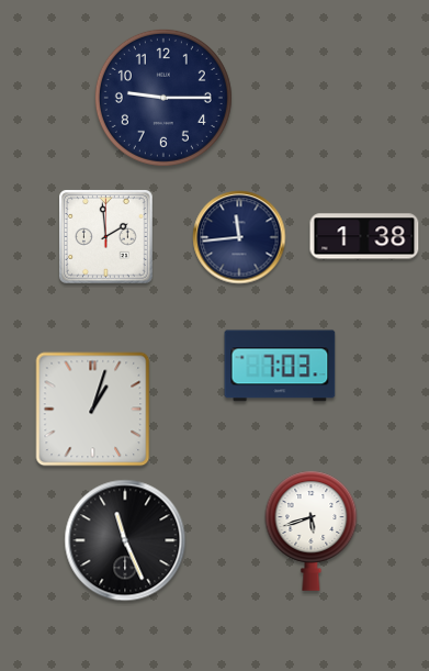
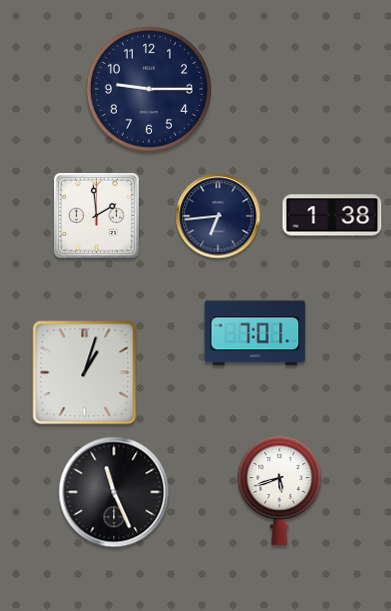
clock at (239, 237): 11:44 -> 6:44
clock at (280, 366): 7:03 -> 7:01
clock at (312, 530) position: (312, 530) -> (280, 490)
